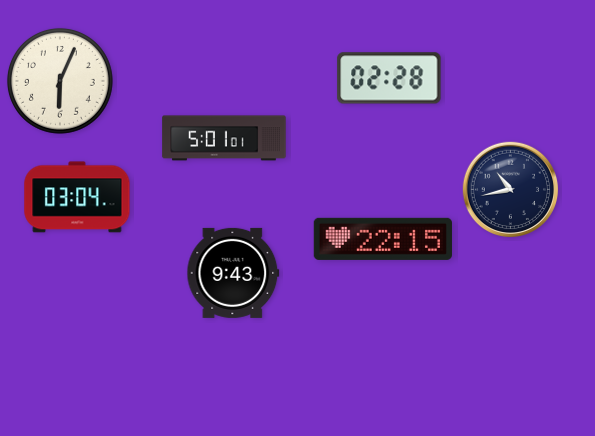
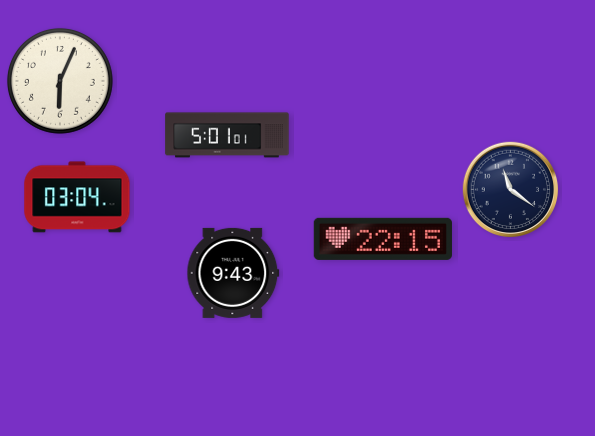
clock at (389, 78): 02:28 -> none
clock at (224, 138) position: (224, 138) -> (227, 135)
clock at (511, 190): 10:43 -> 11:21
